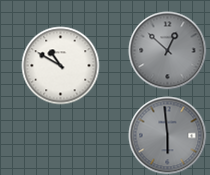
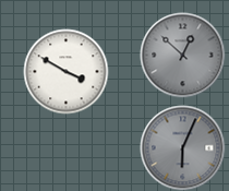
clock at (60, 65): 10:50 -> 3:50
clock at (167, 135): 5:59 -> 6:04
